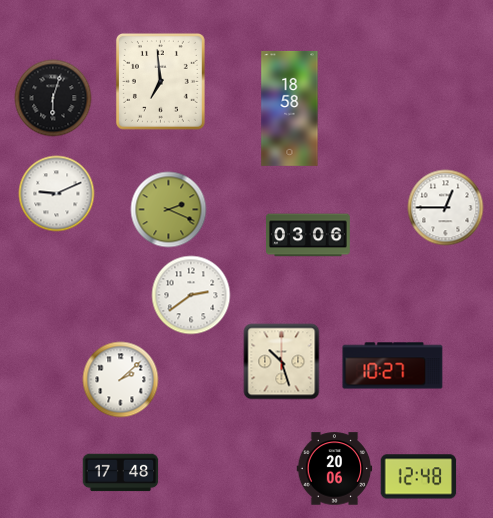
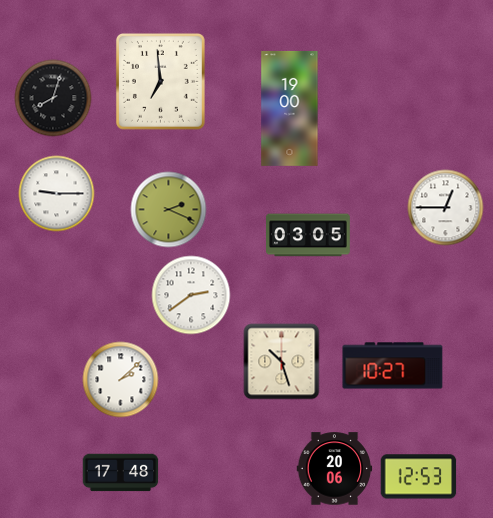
clock at (53, 98): 6:03 -> 8:03
clock at (290, 108): 18:58 -> 19:00
clock at (57, 194): 9:11 -> 9:15
clock at (309, 235): 03:06 -> 03:05
clock at (419, 477): 12:48 -> 12:53
